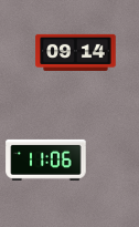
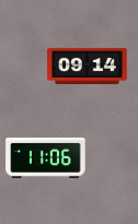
clock at (76, 52) position: (76, 52) -> (88, 66)
